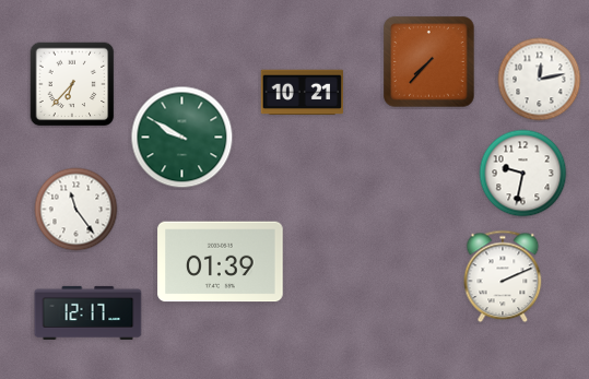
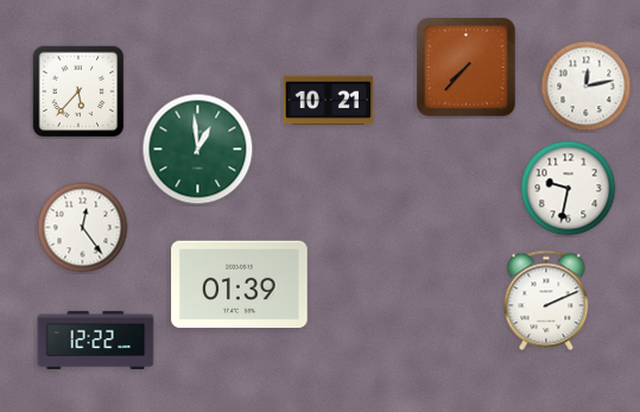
clock at (72, 84): 6:37 -> 5:37
clock at (182, 138): 9:50 -> 12:59
clock at (76, 210): 11:24 -> 12:24
clock at (89, 312): 12:17 -> 12:22
